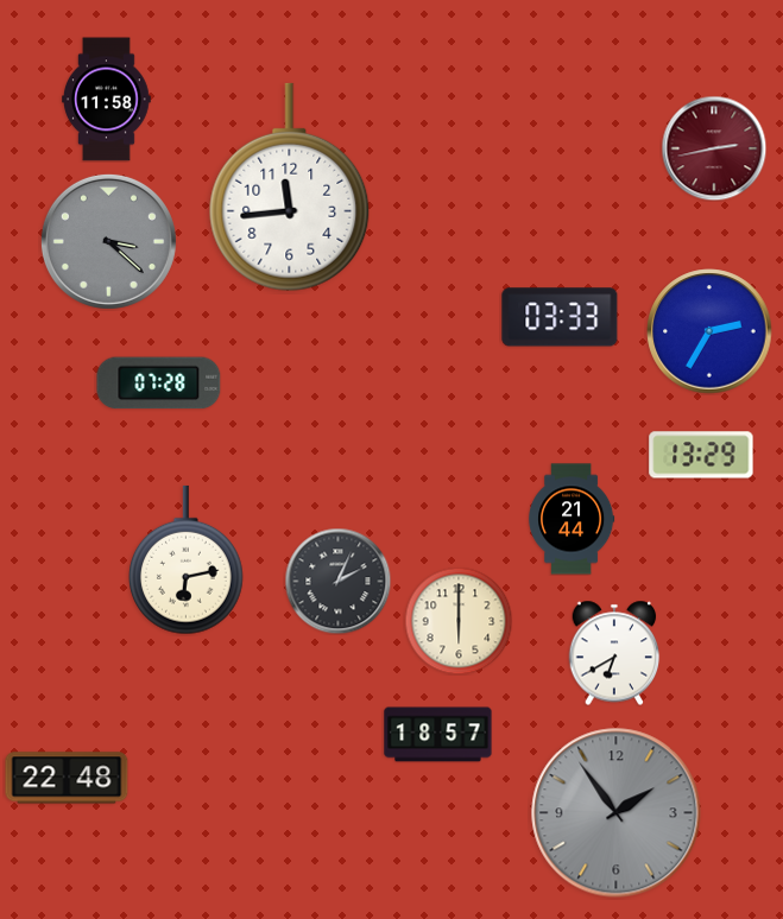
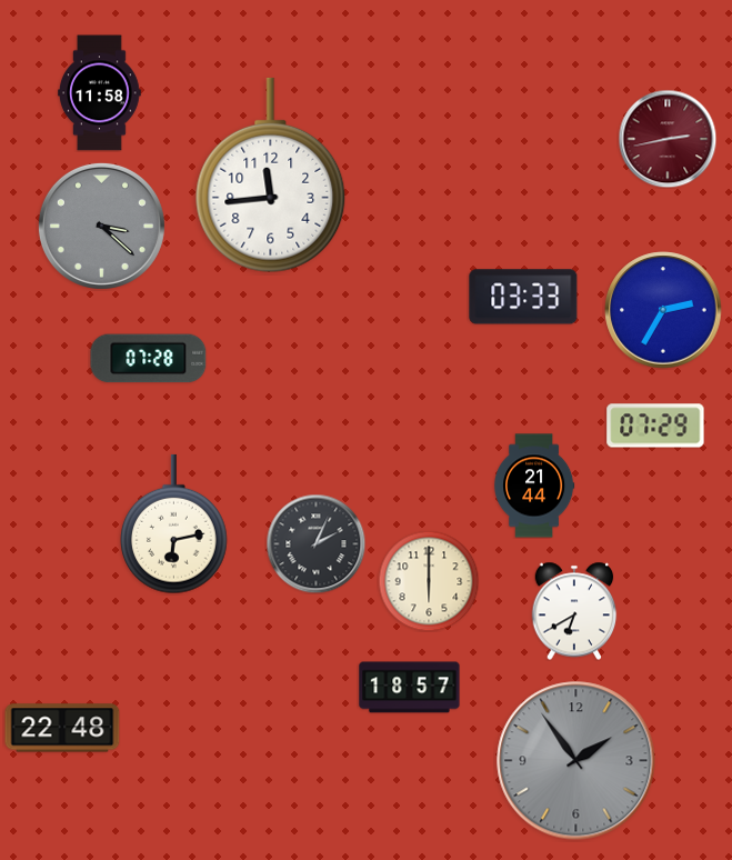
clock at (701, 455): 13:29 -> 07:29
